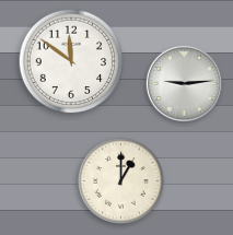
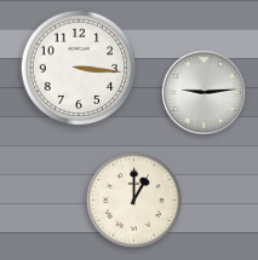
clock at (71, 61): 11:51 -> 3:16
